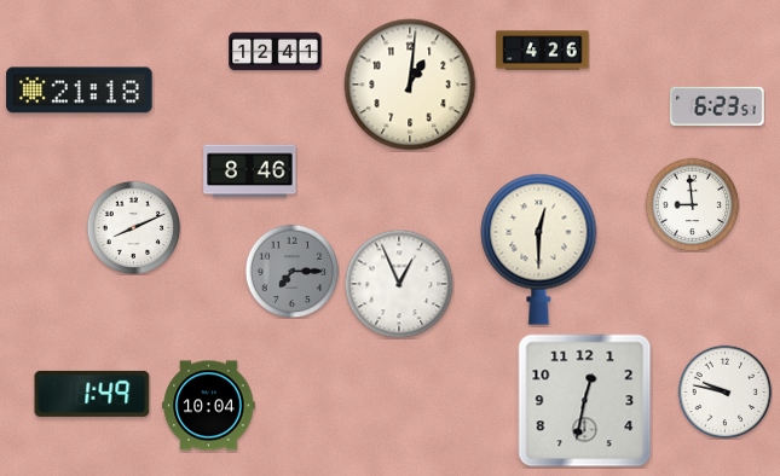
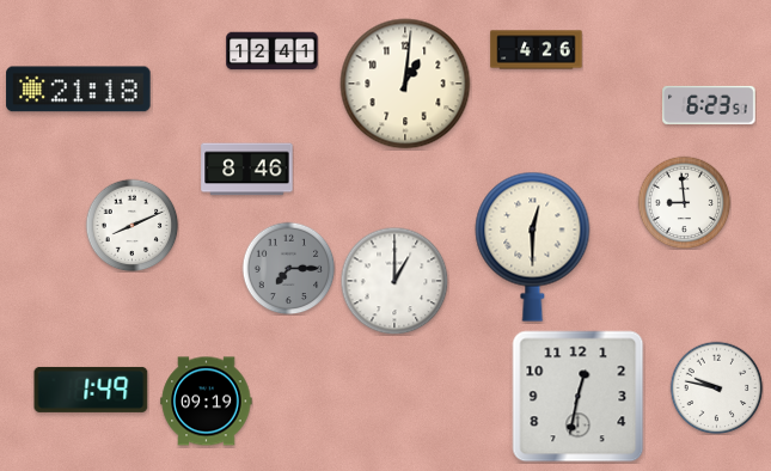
clock at (399, 284): 12:56 -> 1:00
clock at (209, 406): 10:04 -> 09:19
